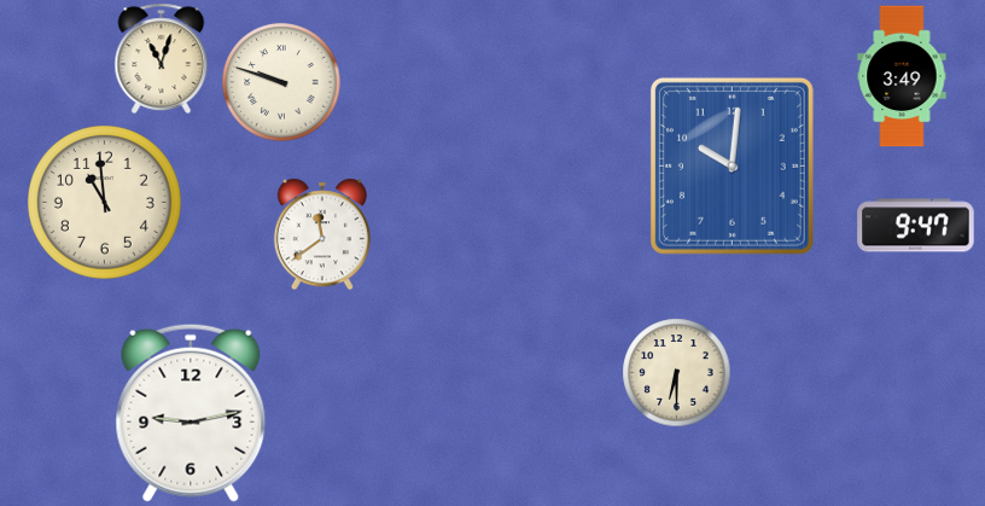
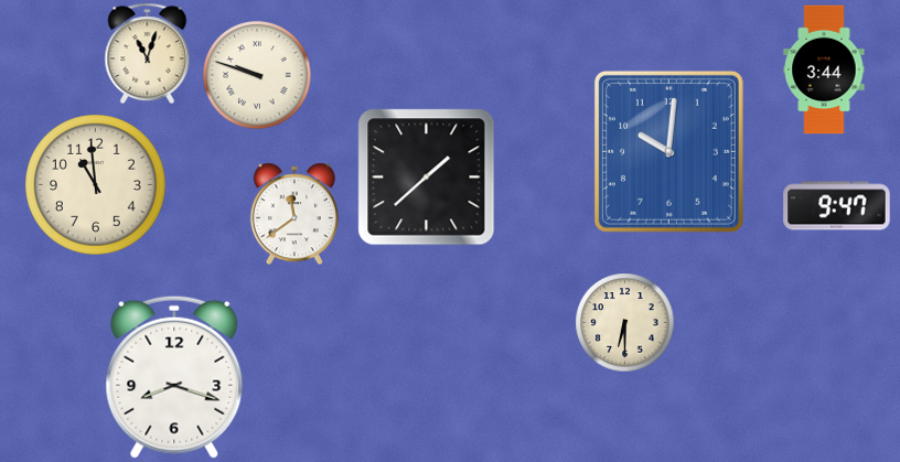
clock at (902, 76): 3:49 -> 3:44
clock at (427, 178): none -> 1:38
clock at (677, 373) position: (677, 373) -> (625, 323)
clock at (191, 413): 9:13 -> 8:18
